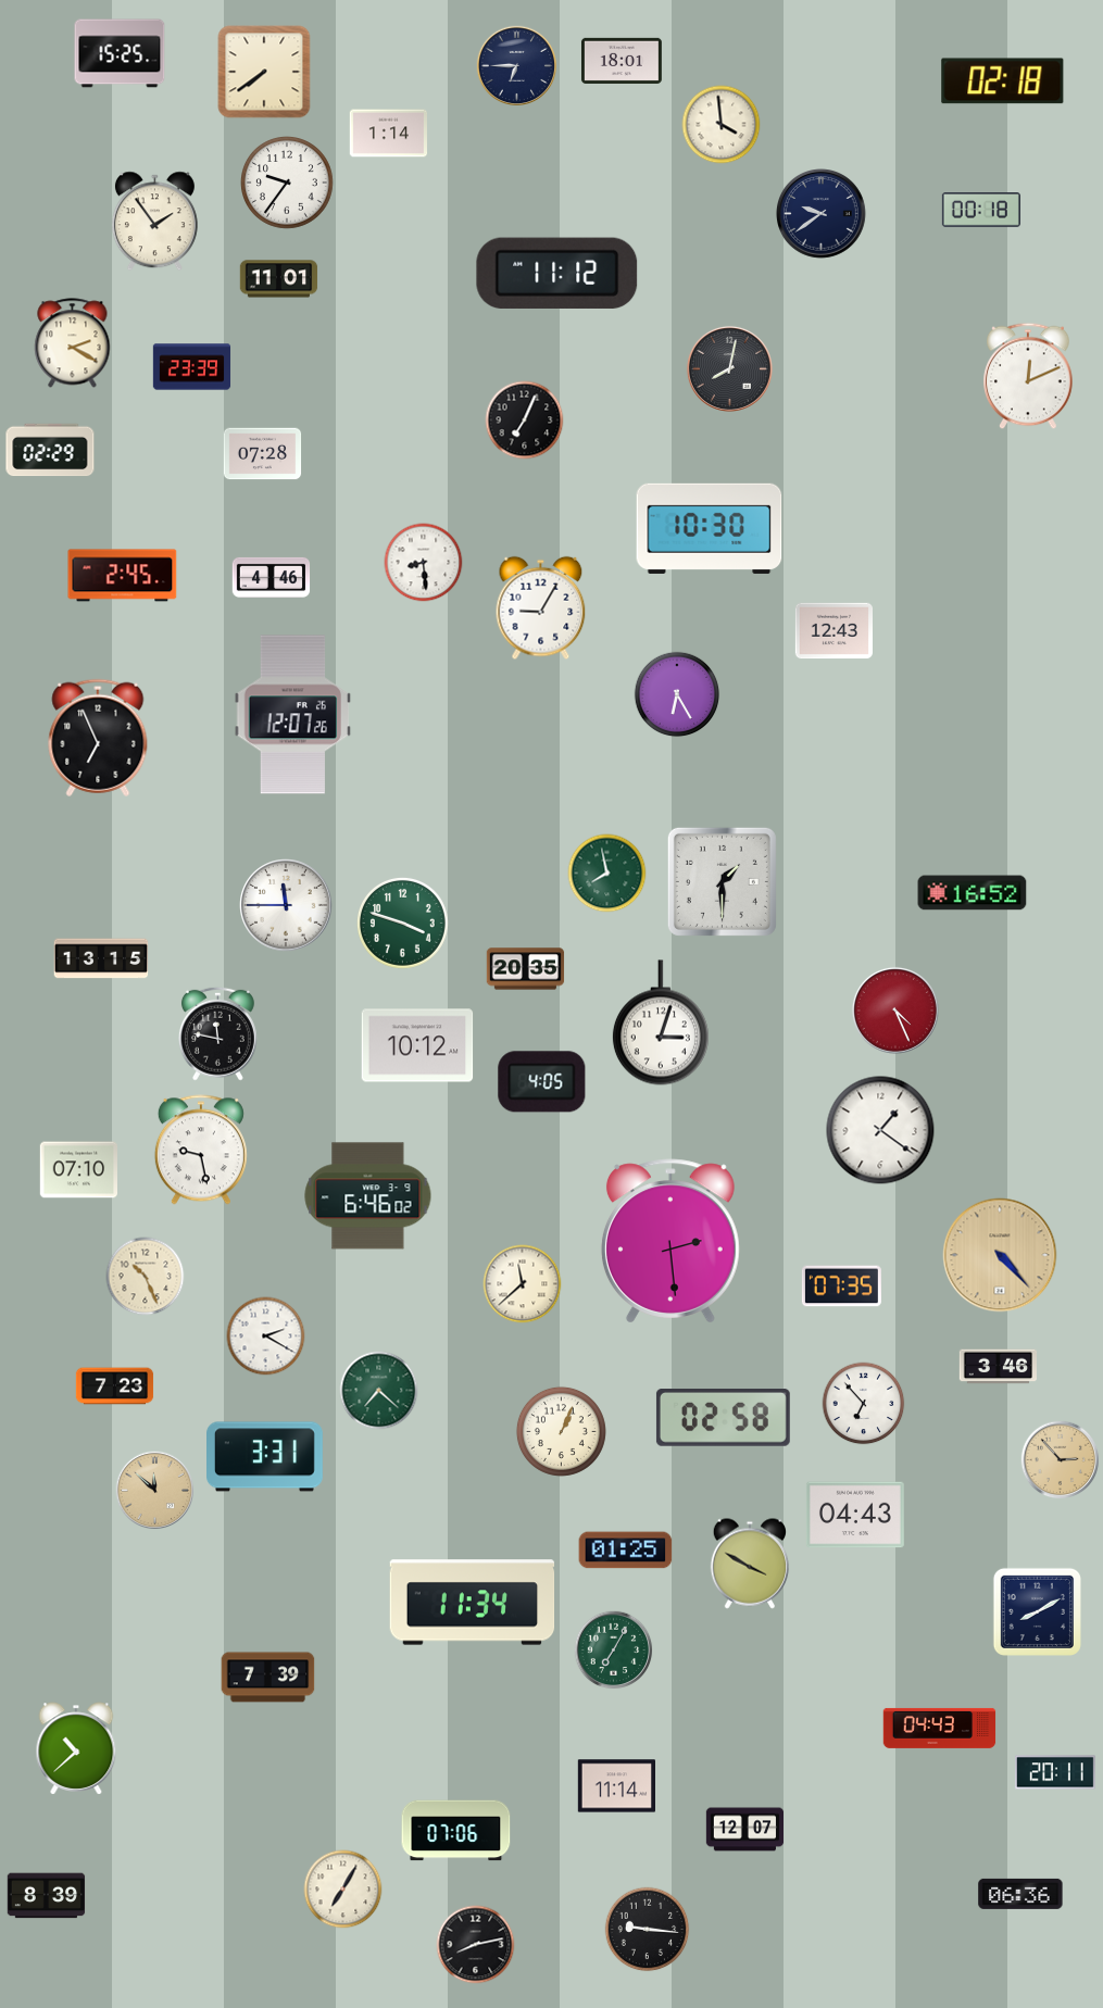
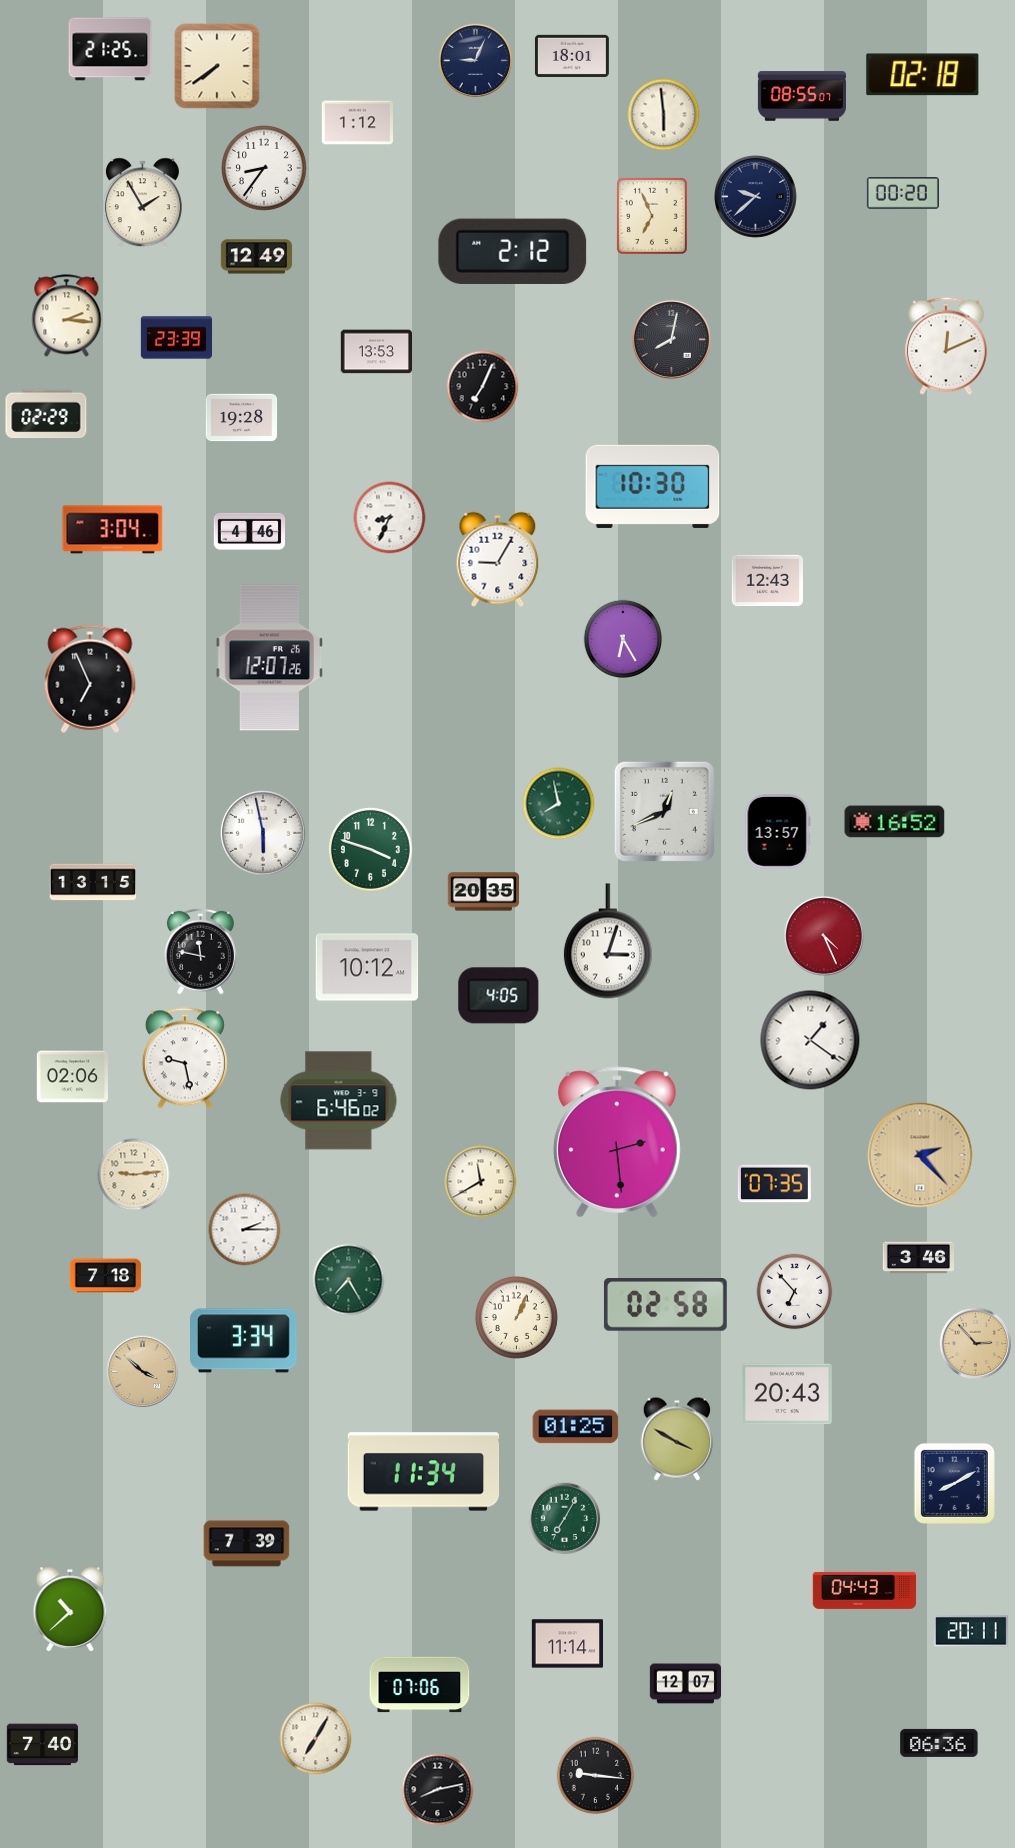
clock at (120, 53): 15:25 -> 21:25
clock at (516, 65): 6:45 -> 9:04
clock at (264, 72) position: (264, 72) -> (217, 66)
clock at (802, 96): none -> 08:55
clock at (722, 125): 3:59 -> 5:59
clock at (389, 134): 1:14 -> 1:12
clock at (288, 184): 9:36 -> 8:36
clock at (981, 210): 00:18 -> 00:20
clock at (822, 214): 9:39 -> 9:38
clock at (154, 222): 1:54 -> 1:55
clock at (652, 216): none -> 6:56
clock at (557, 273): 11:12 -> 2:12
clock at (279, 279): 11:01 -> 12:49
clock at (73, 343): 2:20 -> 2:16
clock at (377, 352): none -> 13:53
clock at (263, 454): 07:28 -> 19:28
clock at (424, 563): 8:29 -> 8:34
clock at (123, 576): 2:45 -> 3:04
clock at (722, 881): 1:30 -> 12:41
clock at (777, 832): none -> 13:57
clock at (286, 905): 11:45 -> 5:58
clock at (895, 1011) position: (895, 1011) -> (824, 936)
clock at (417, 1045) position: (417, 1045) -> (367, 967)
clock at (79, 1170): 07:10 -> 02:06
clock at (1000, 1255): 4:23 -> 2:23
clock at (146, 1277): 10:26 -> 9:14
clock at (523, 1284): 11:38 -> 11:40
clock at (266, 1336): 2:20 -> 2:15
clock at (115, 1386): 7:23 -> 7:18
clock at (379, 1391): 7:22 -> 7:25
clock at (265, 1457): 3:31 -> 3:34
clock at (155, 1491): 11:52 -> 3:52
clock at (855, 1515): 04:43 -> 20:43
clock at (750, 1564) position: (750, 1564) -> (677, 1439)
clock at (473, 1603) position: (473, 1603) -> (424, 1472)
clock at (47, 1896): 8:39 -> 7:40
